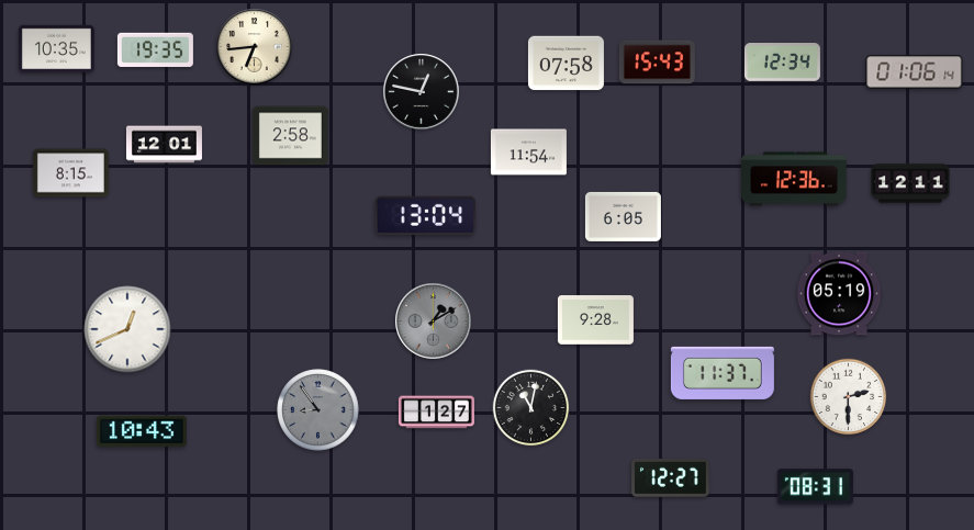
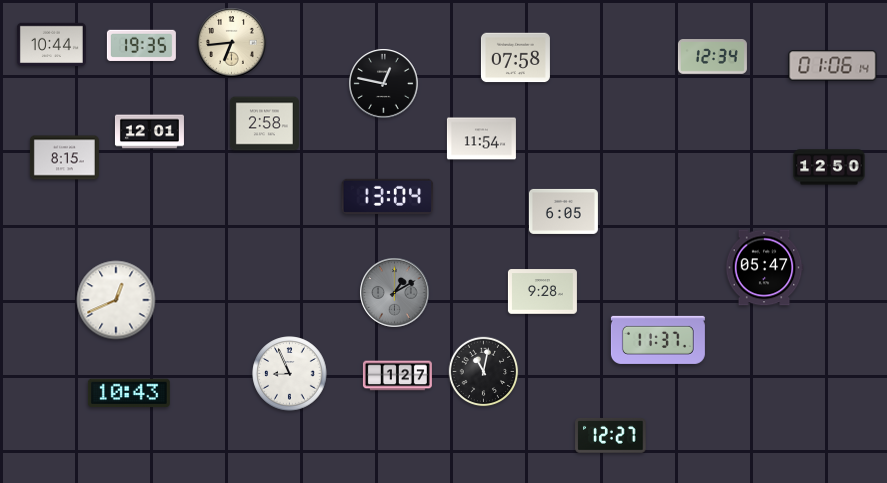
clock at (56, 48): 10:35 -> 10:44
clock at (657, 63): 15:43 -> none
clock at (794, 179): 12:36 -> none
clock at (910, 183): 12:11 -> 12:50
clock at (623, 216) position: (623, 216) -> (563, 211)
clock at (839, 294): 05:19 -> 05:47
clock at (849, 397): 2:30 -> none
clock at (318, 410): 8:54 -> 8:56
clock at (318, 410) dial: grey -> white
clock at (815, 487): 08:31 -> none
